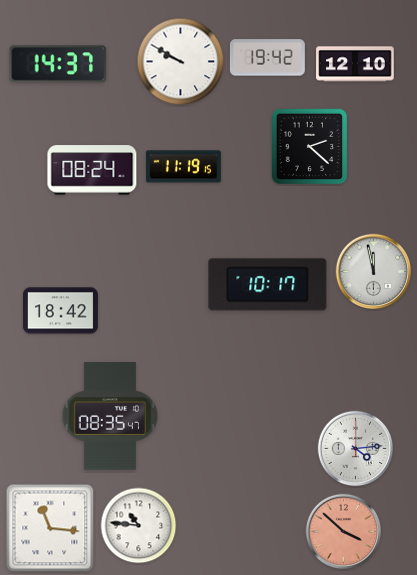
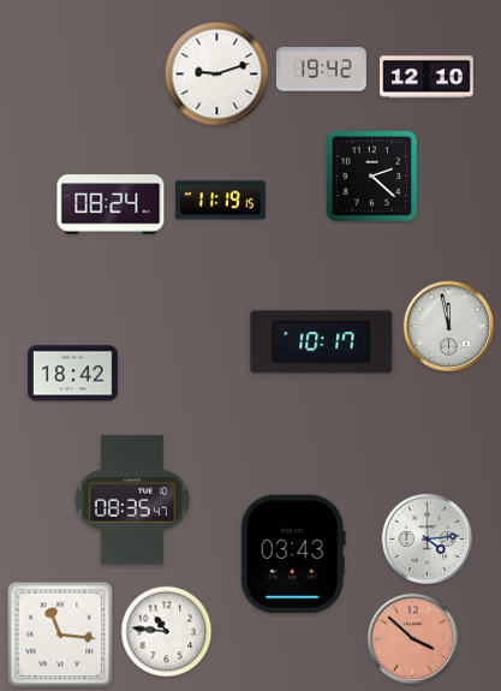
clock at (181, 62): 9:50 -> 9:12
clock at (58, 64): 14:37 -> none
clock at (293, 554): none -> 03:43
